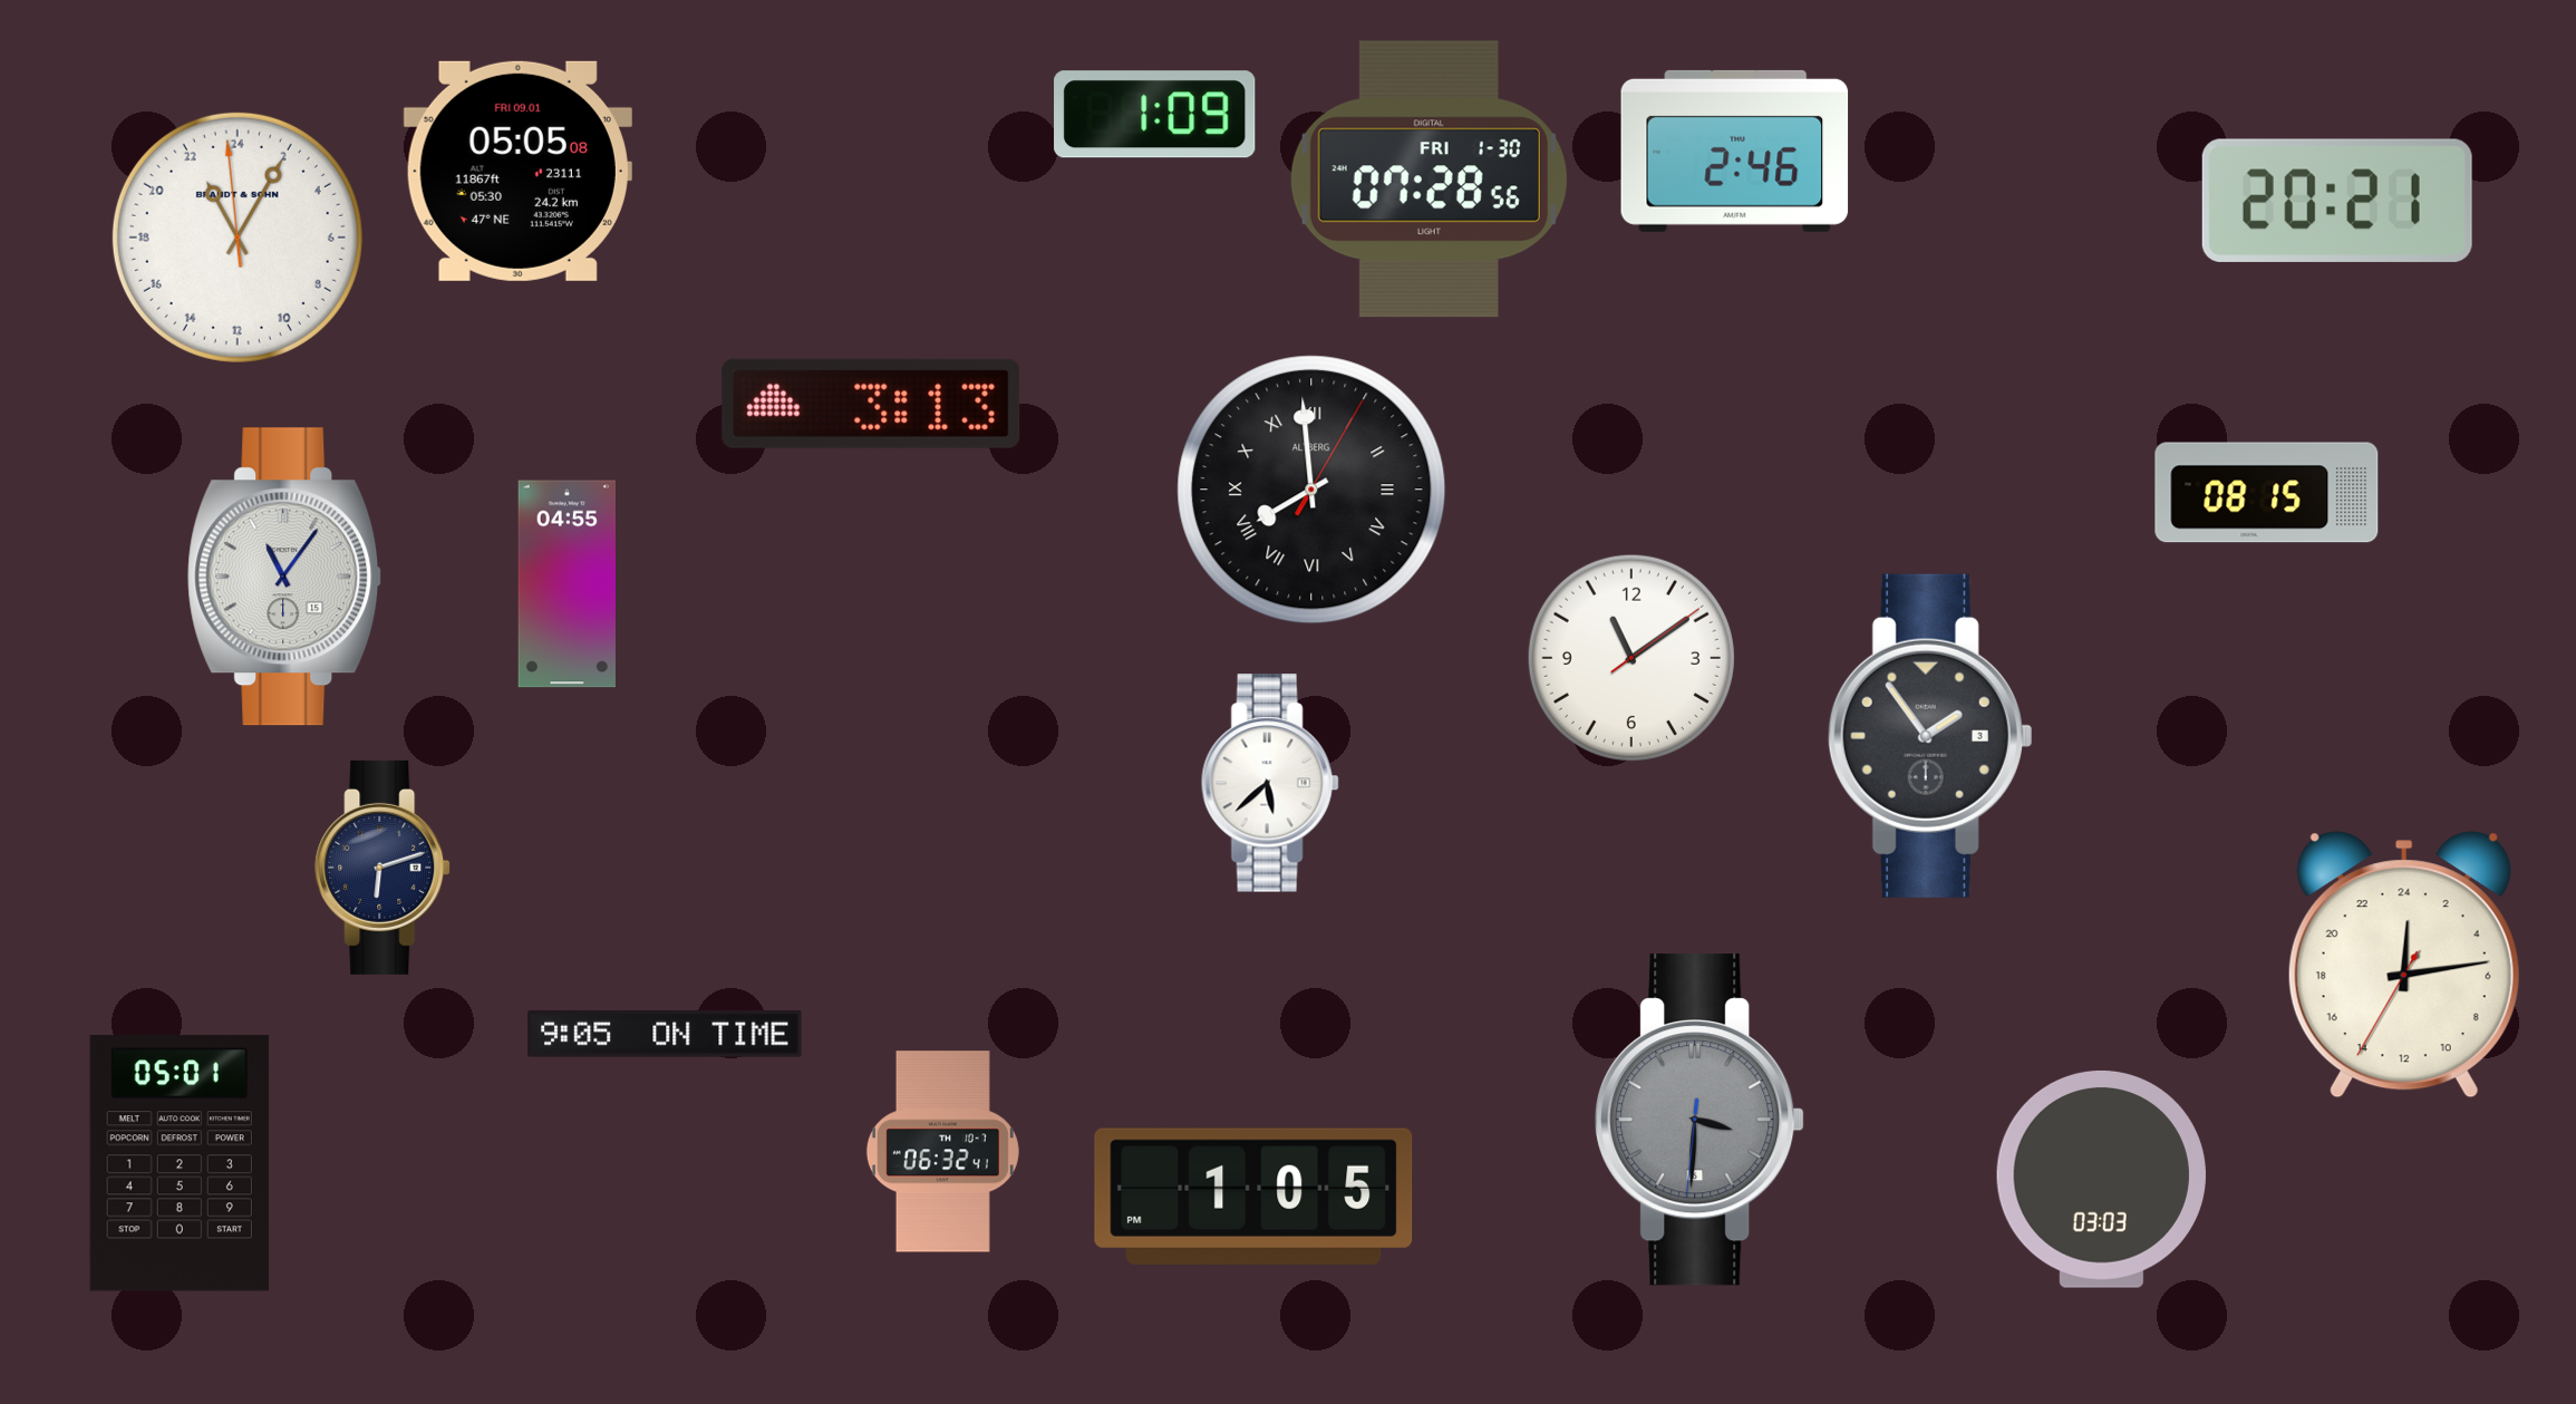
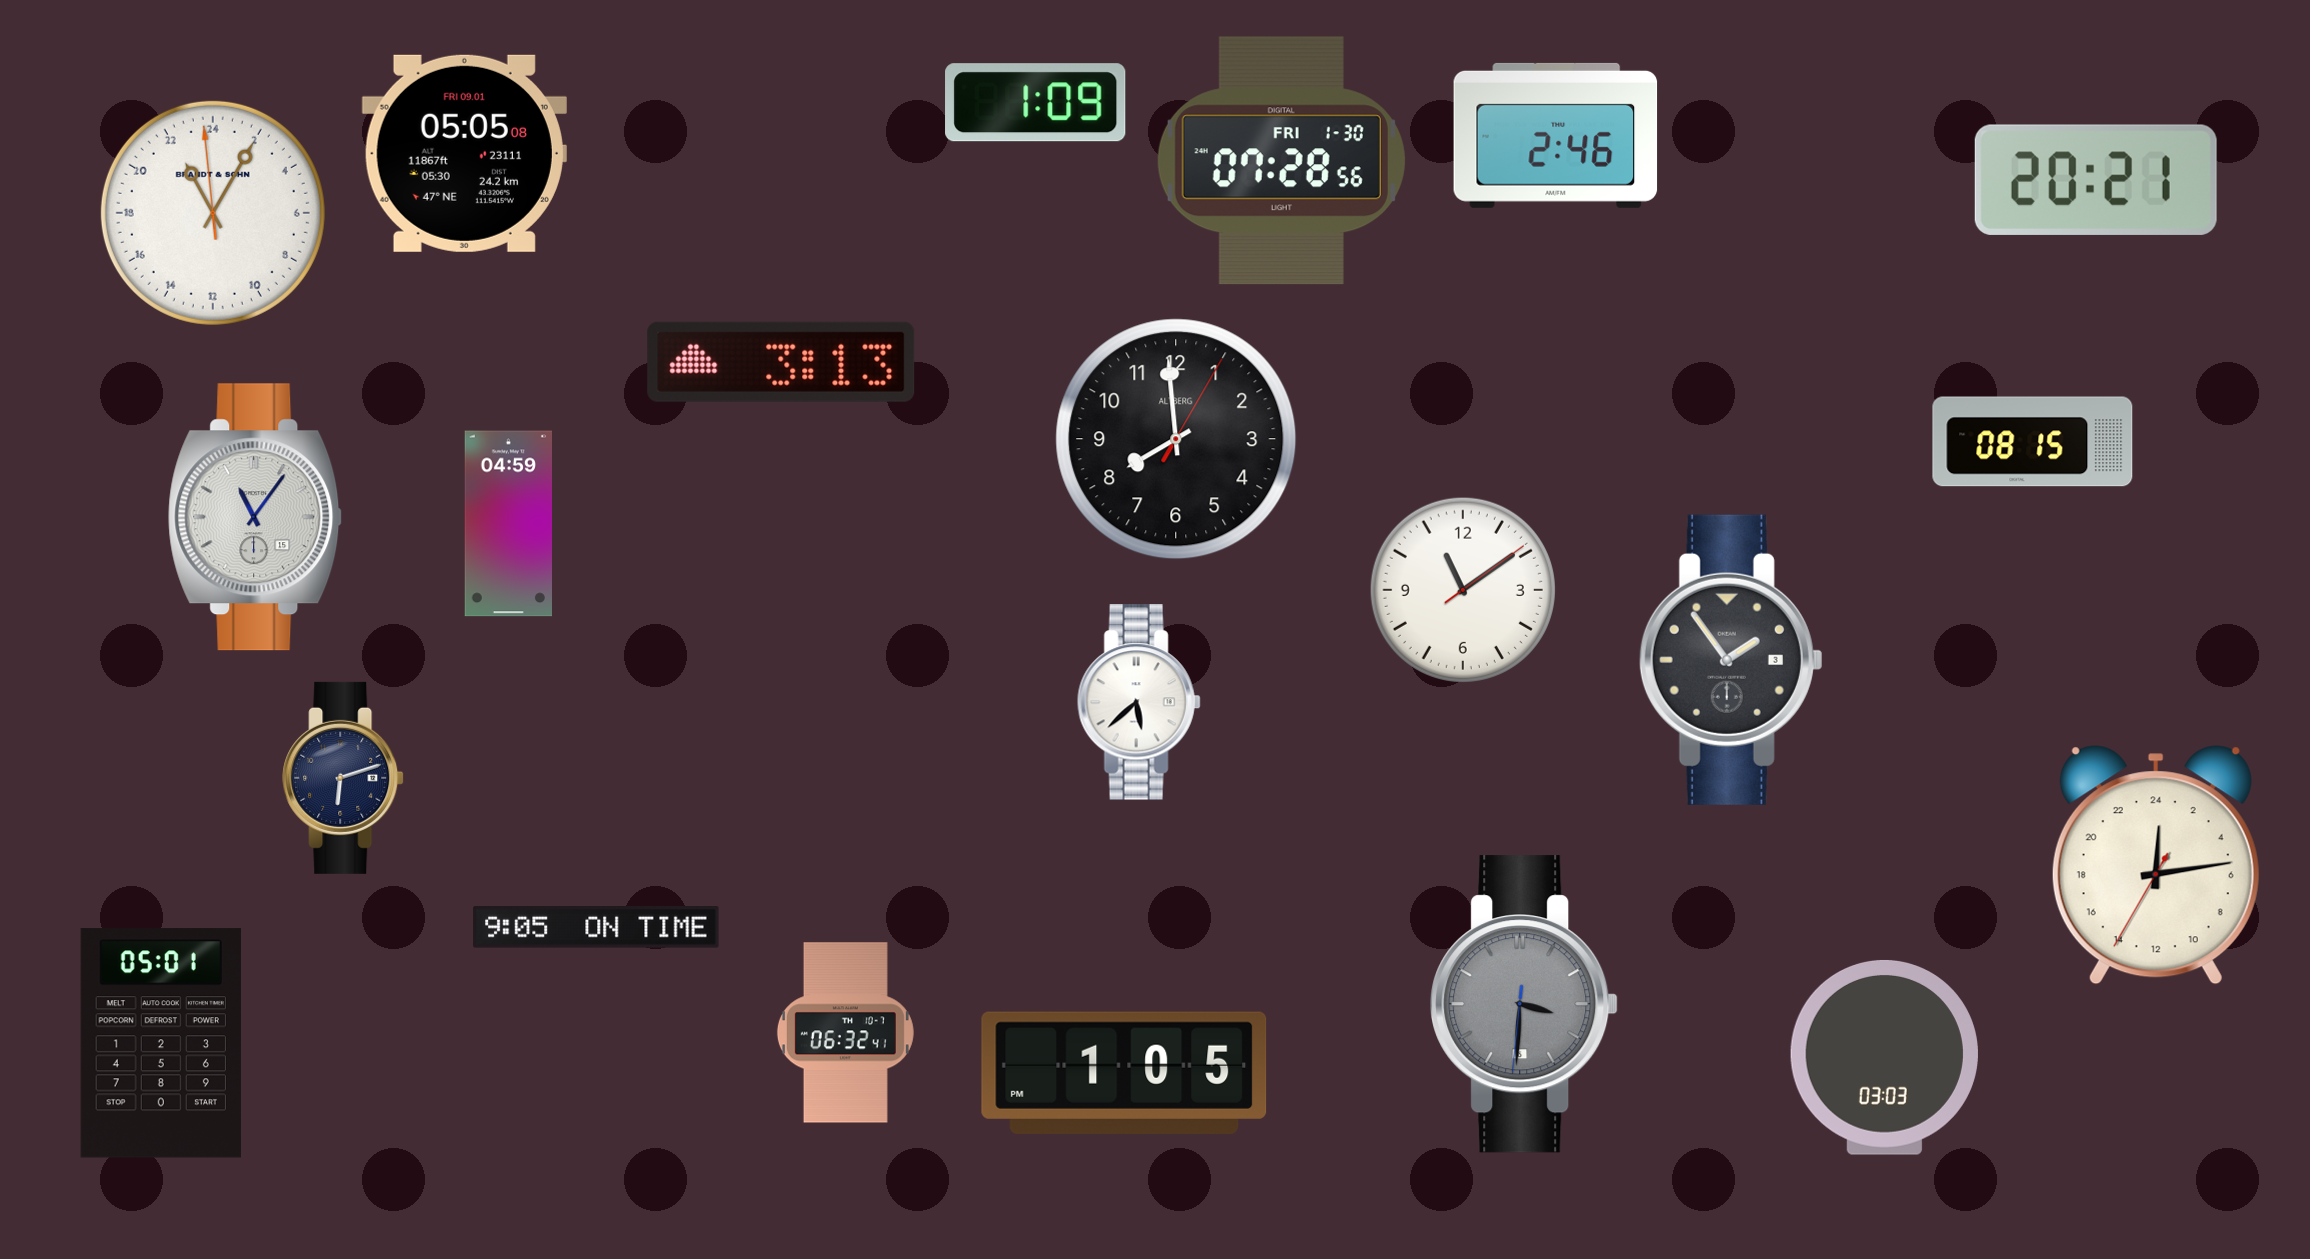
clock at (1311, 490) numerals: Roman -> Arabic
clock at (566, 584): 04:55 -> 04:59
